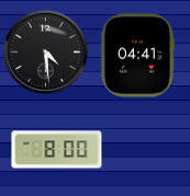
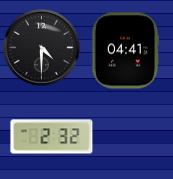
clock at (46, 53): 4:29 -> 4:30
clock at (57, 150): 8:00 -> 2:32
